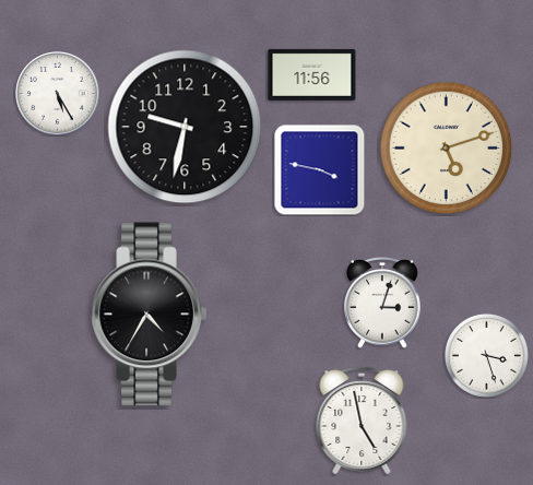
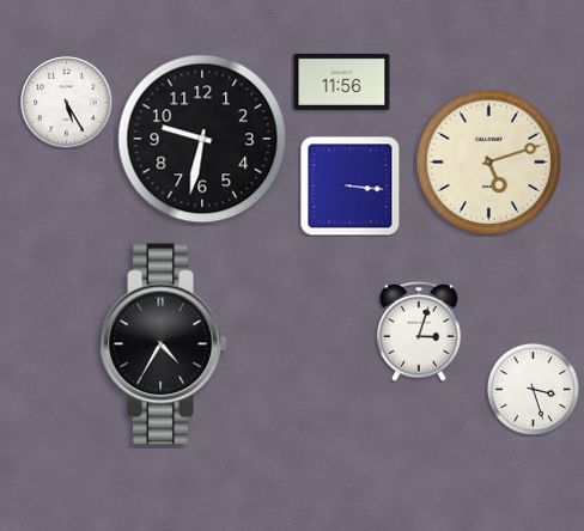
clock at (58, 94) position: (58, 94) -> (67, 103)
clock at (320, 170): 3:47 -> 3:16
clock at (362, 421): 4:58 -> none
